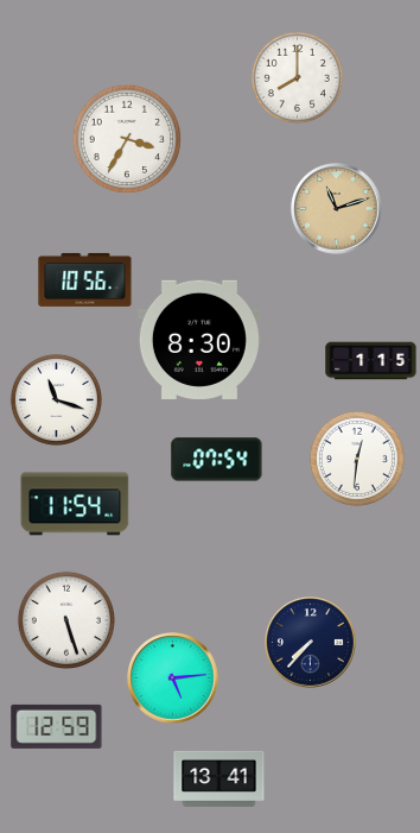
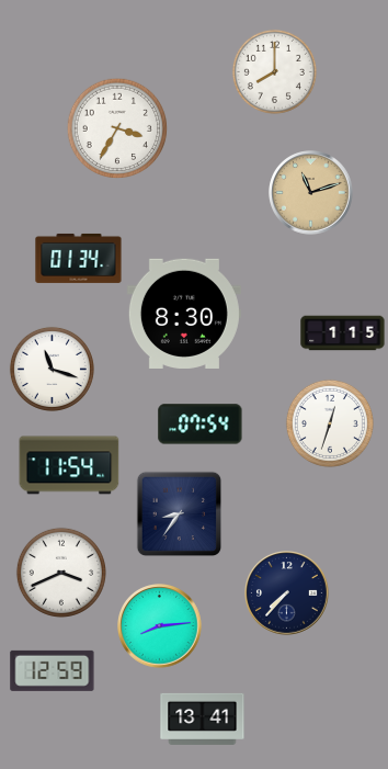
clock at (85, 279): 10:56 -> 01:34
clock at (357, 459): 12:31 -> 12:33
clock at (179, 513): none -> 8:36
clock at (66, 620): 5:27 -> 3:41
clock at (173, 679): 5:14 -> 8:14
